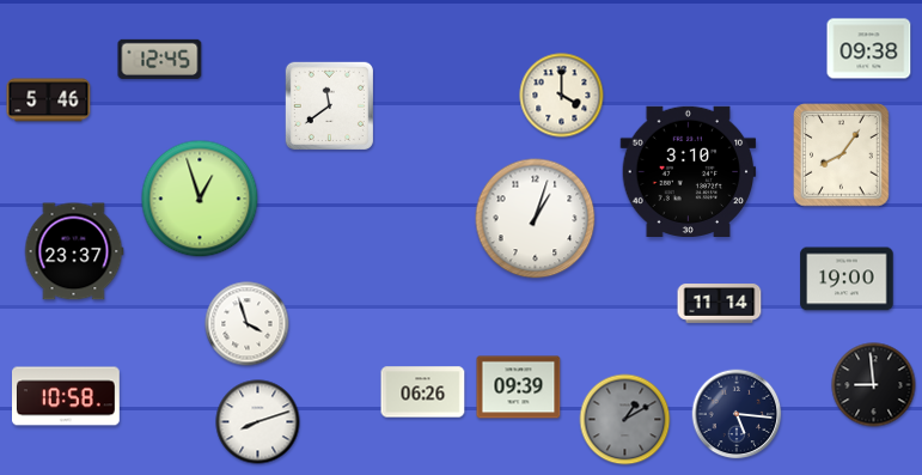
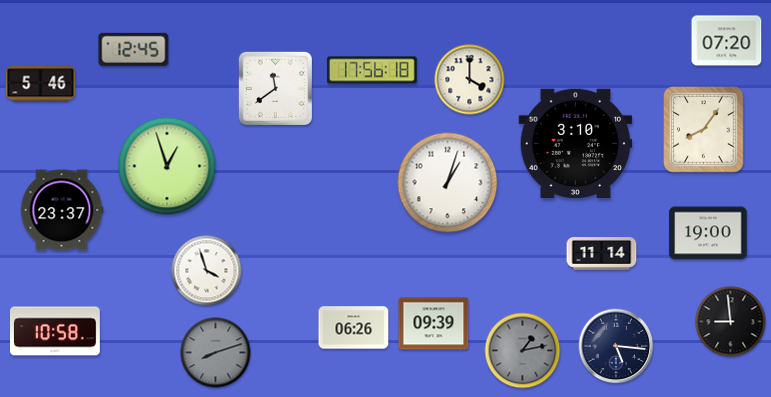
clock at (869, 49): 09:38 -> 07:20
clock at (373, 70): none -> 17:56
clock at (625, 420): 1:10 -> 1:13
clock at (258, 422) dial: white -> grey
